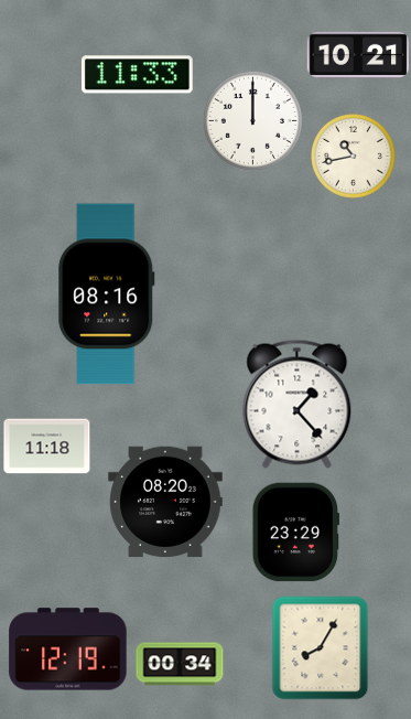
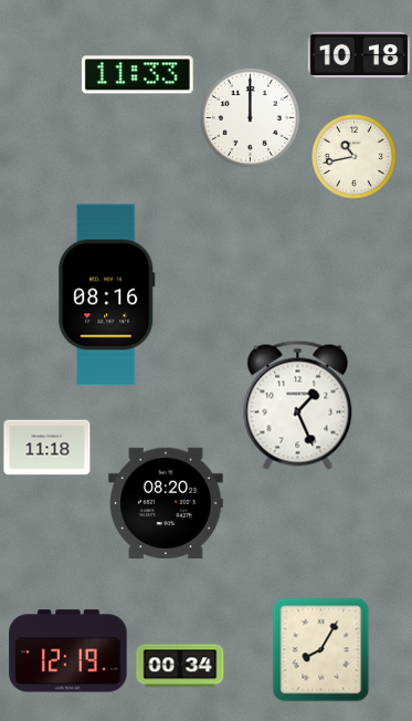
clock at (358, 55): 10:21 -> 10:18
clock at (252, 120) position: (252, 120) -> (250, 117)
clock at (298, 404): 1:23 -> 1:26
clock at (295, 533): 23:29 -> none
